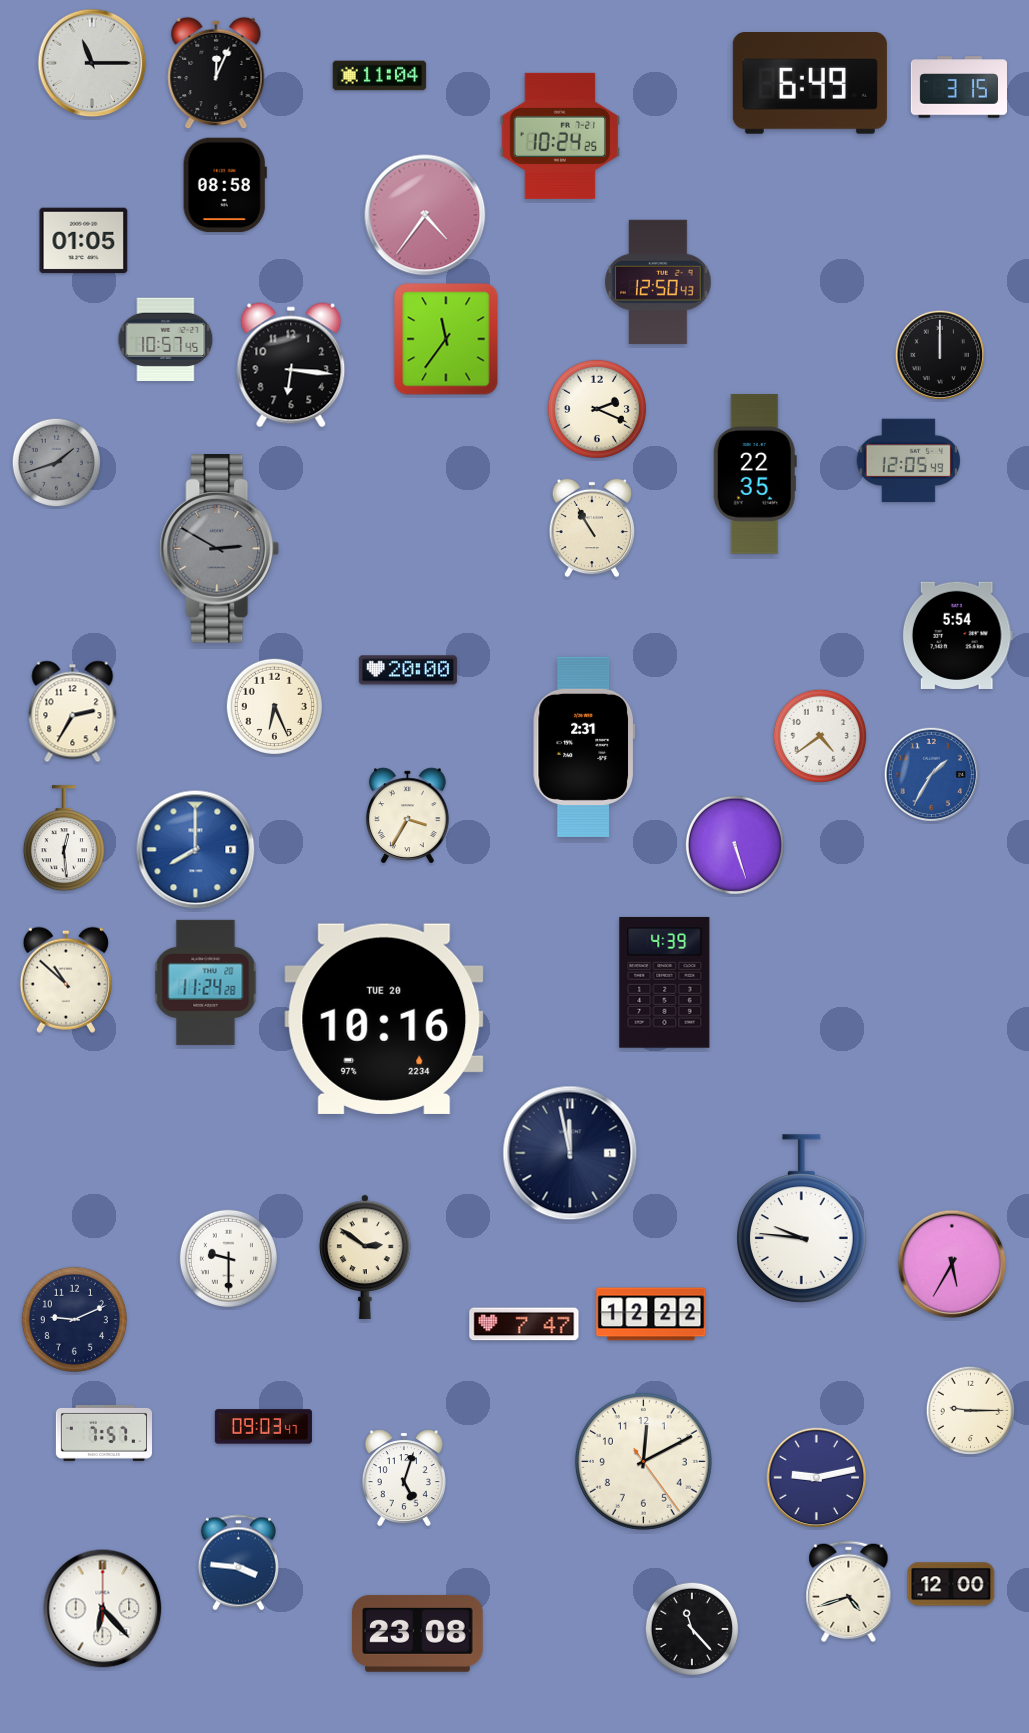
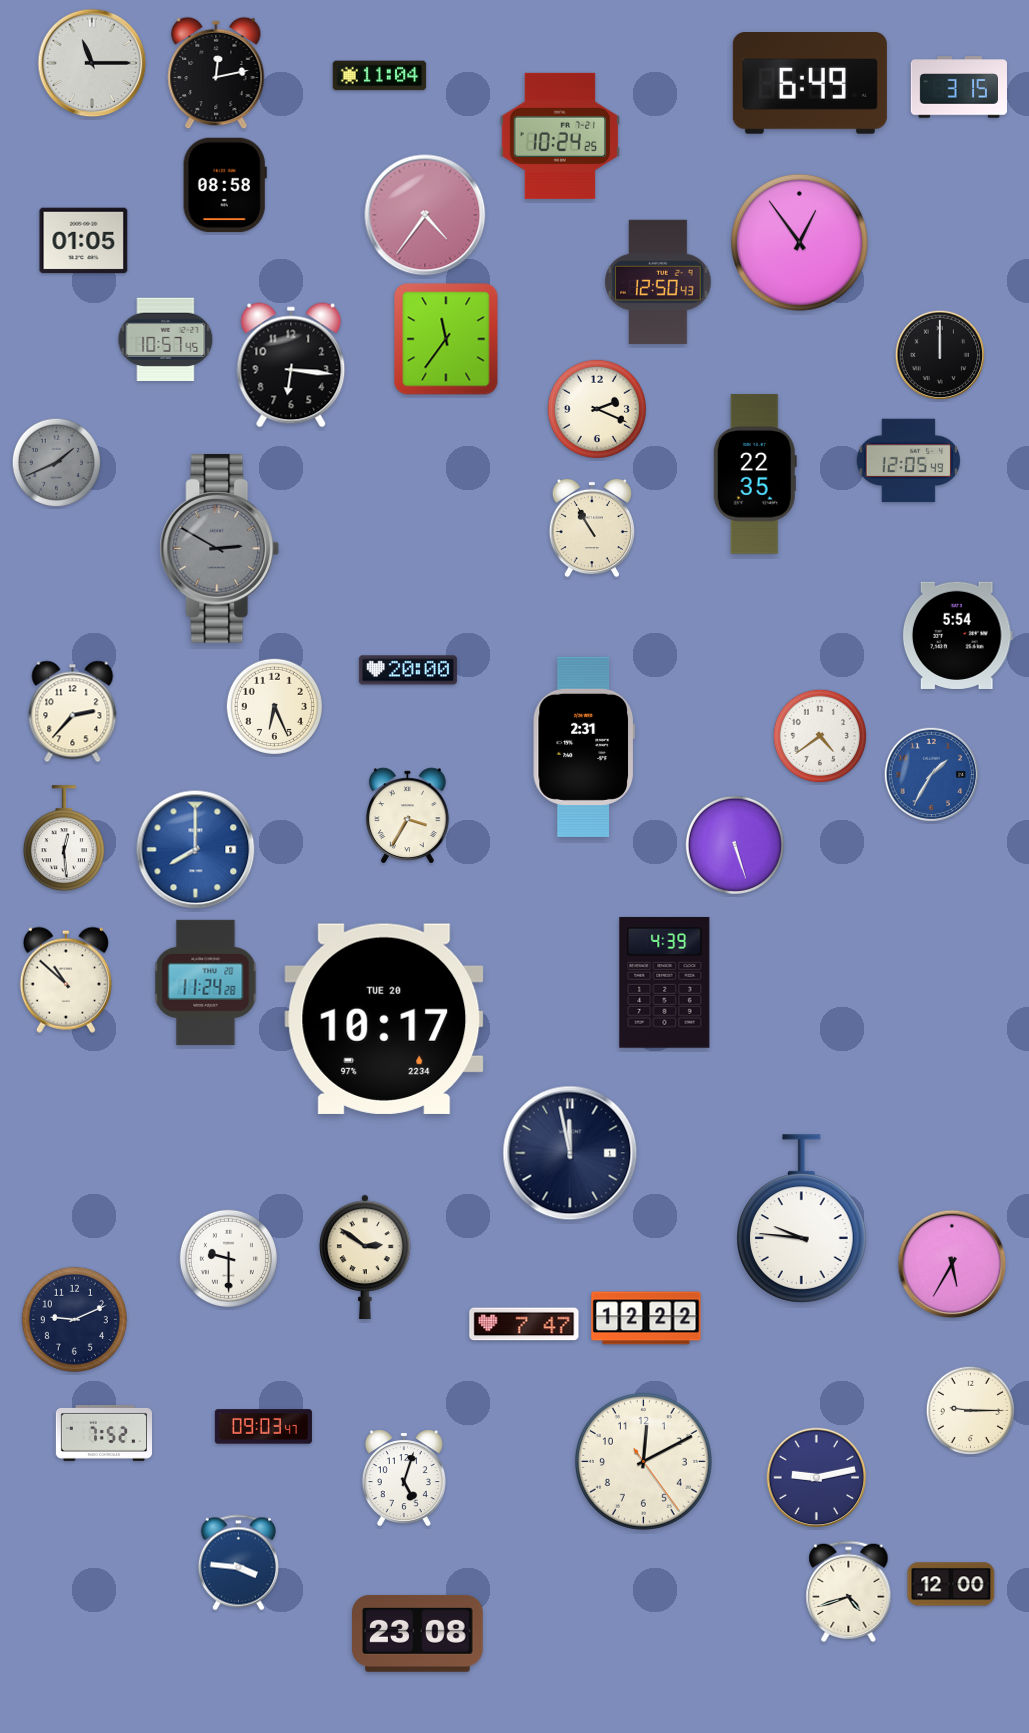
clock at (216, 73): 12:04 -> 12:13
clock at (799, 242): none -> 12:54
clock at (57, 463): 1:42 -> 1:41
clock at (73, 712): 2:35 -> 2:37
clock at (384, 1019): 10:16 -> 10:17
clock at (651, 1314) position: (651, 1314) -> (646, 1318)
clock at (103, 1433): 7:57 -> 7:52
clock at (103, 1609): 6:23 -> none
clock at (691, 1628): 11:23 -> none
